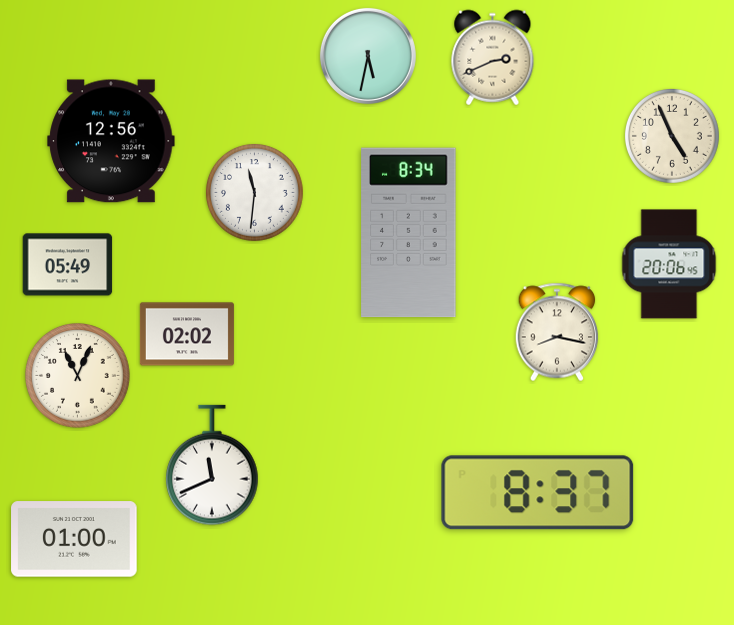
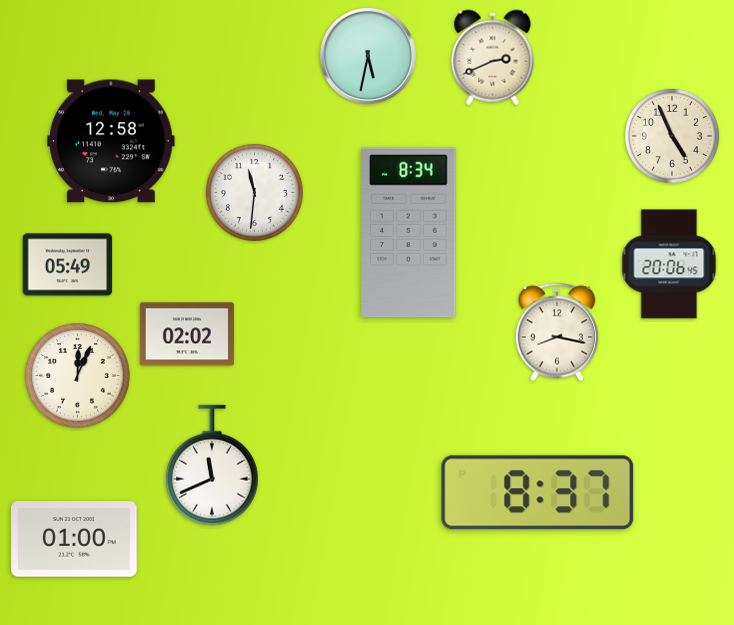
clock at (111, 141): 12:56 -> 12:58
clock at (78, 376): 11:04 -> 12:04
